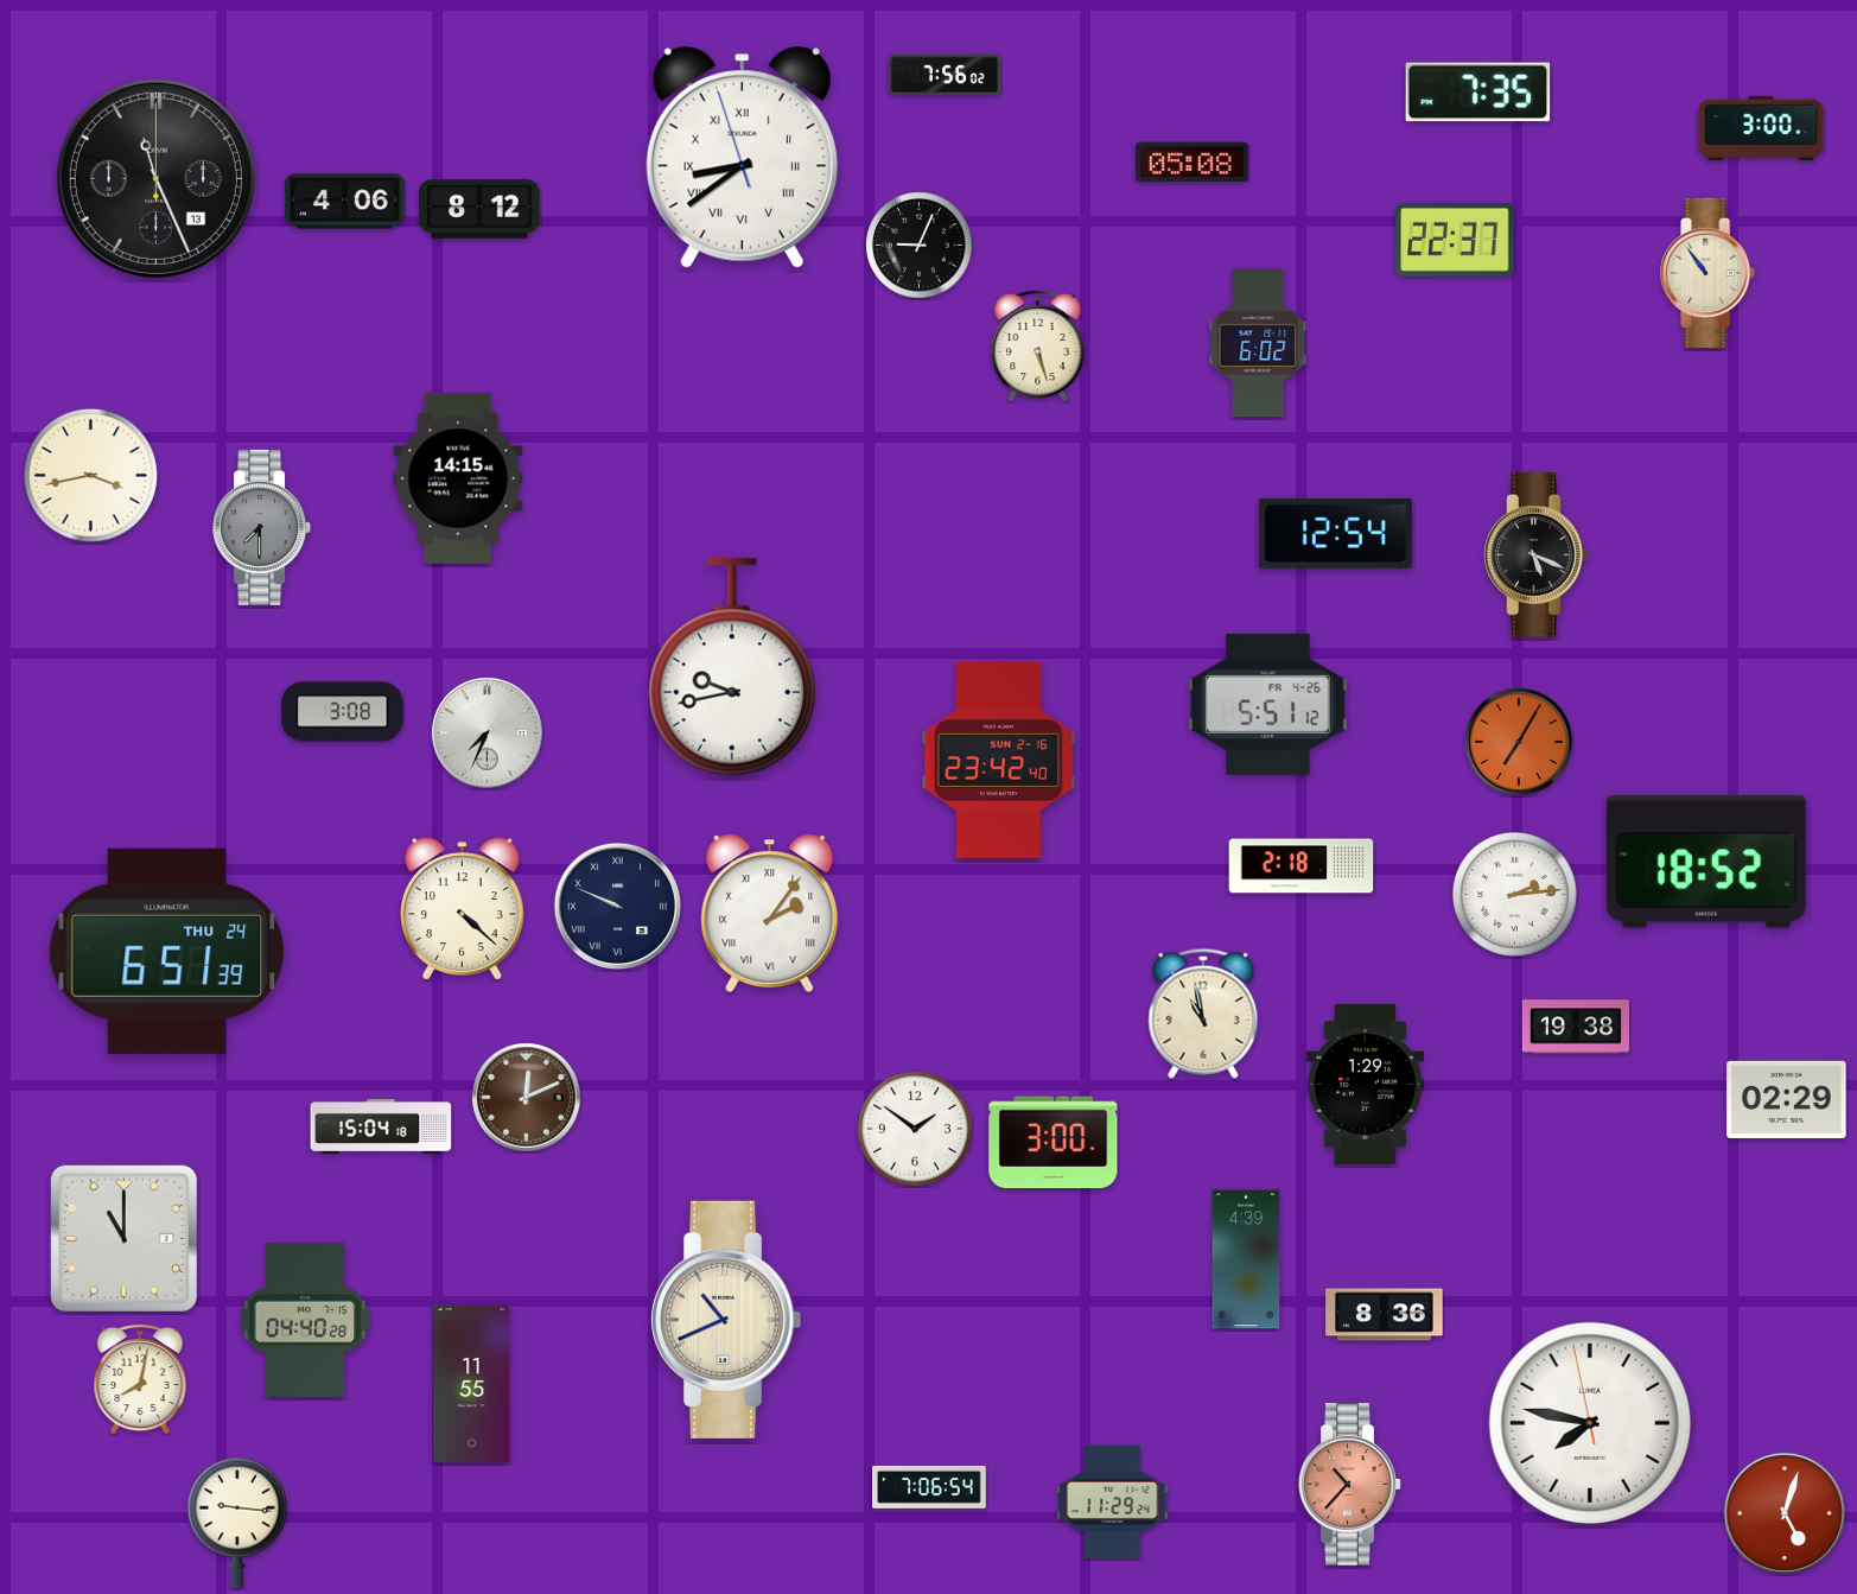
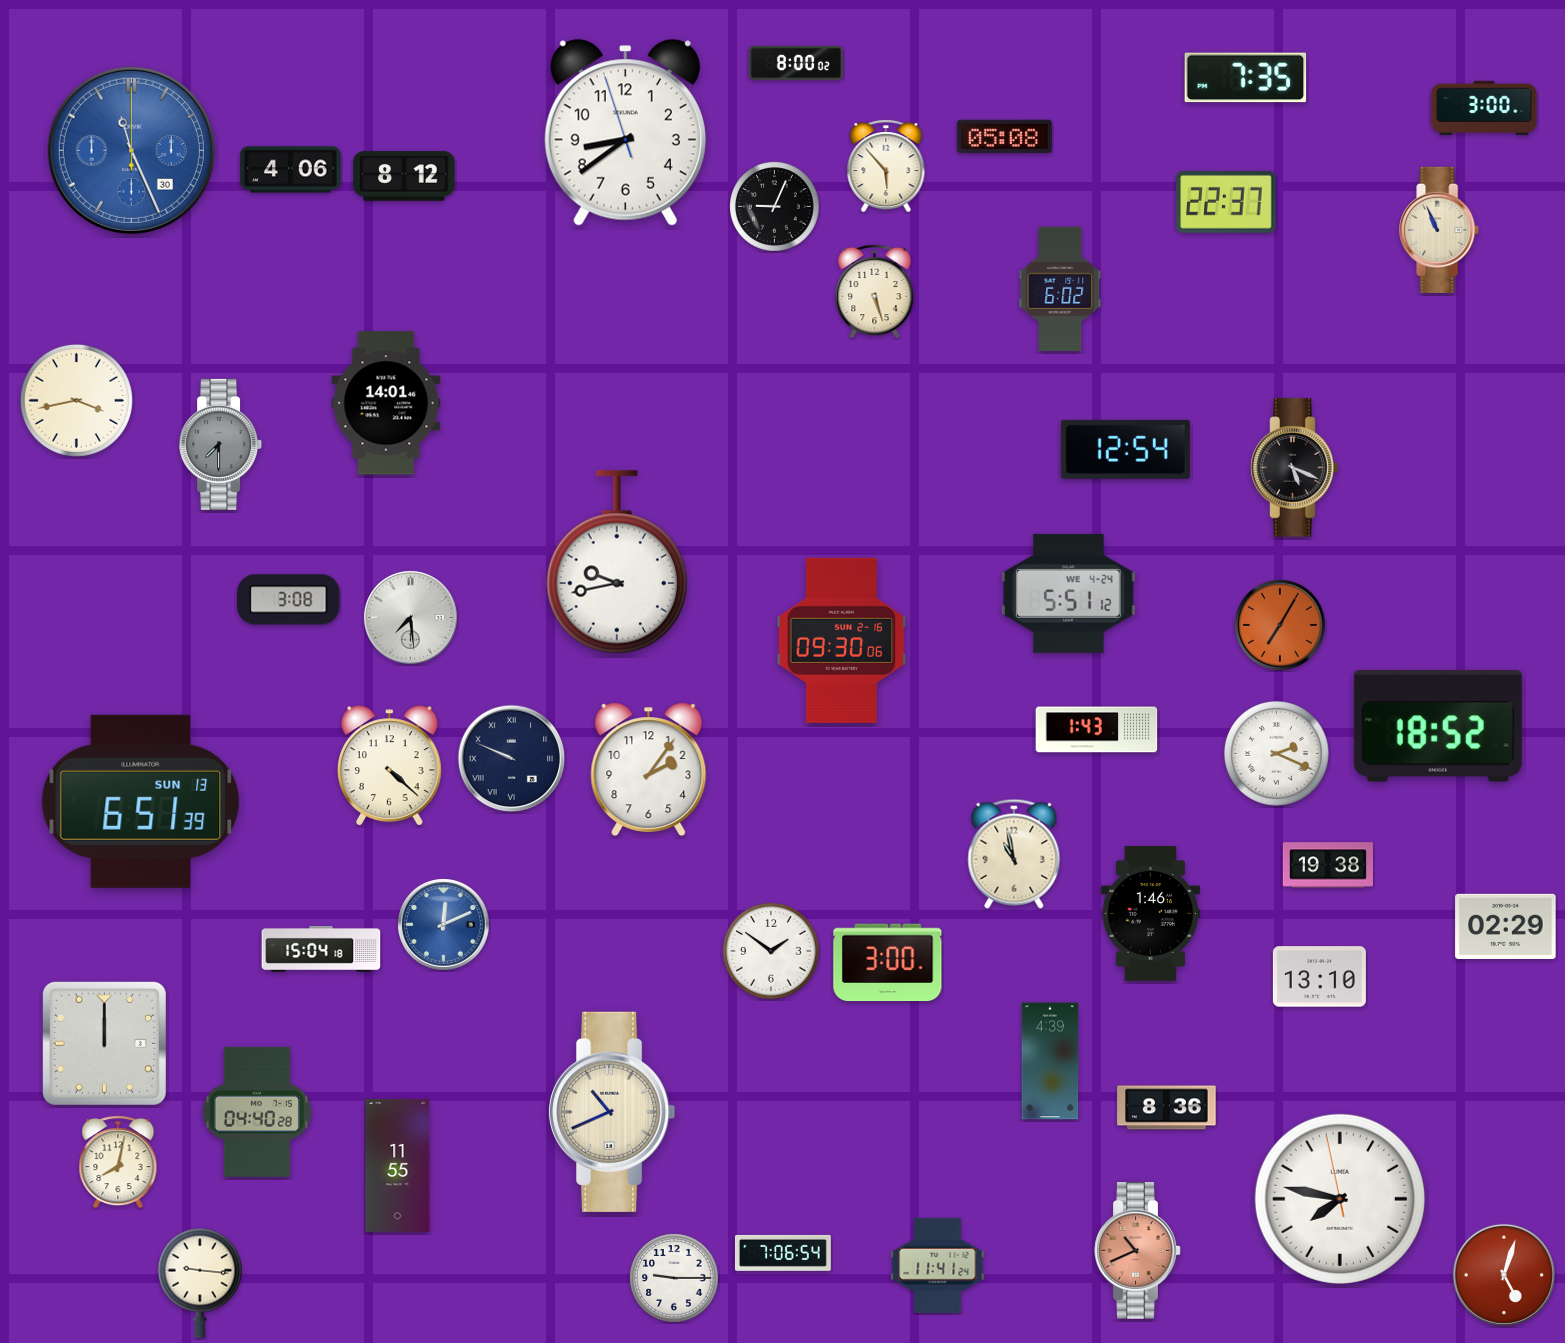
clock at (945, 74): 7:56 -> 8:00
clock at (742, 158) numerals: Roman -> Arabic
clock at (155, 178) date: 13 -> 30
clock at (155, 178) dial: black -> blue
clock at (886, 166): none -> 5:53
clock at (1709, 273): 10:54 -> 10:56
clock at (458, 478): 14:15 -> 14:01
clock at (1267, 704) date: FR 4-26 -> WE 4-24
clock at (486, 732): 7:34 -> 7:29
clock at (999, 760): 23:42 -> 09:30
clock at (1302, 866): 2:18 -> 1:43
clock at (1514, 894): 2:14 -> 2:19
clock at (617, 906) position: (617, 906) -> (511, 758)
clock at (770, 914) numerals: Roman -> Arabic
clock at (167, 951) date: THU 24 -> SUN 13
clock at (1365, 1085): 1:29 -> 1:46
clock at (527, 1098) dial: brown -> blue
clock at (1319, 977): none -> 13:10
clock at (123, 1238): 11:00 -> 12:00
clock at (1350, 1485): 10:37 -> 10:41
clock at (1113, 1501): 11:29 -> 11:41
clock at (674, 1278): none -> 9:15
